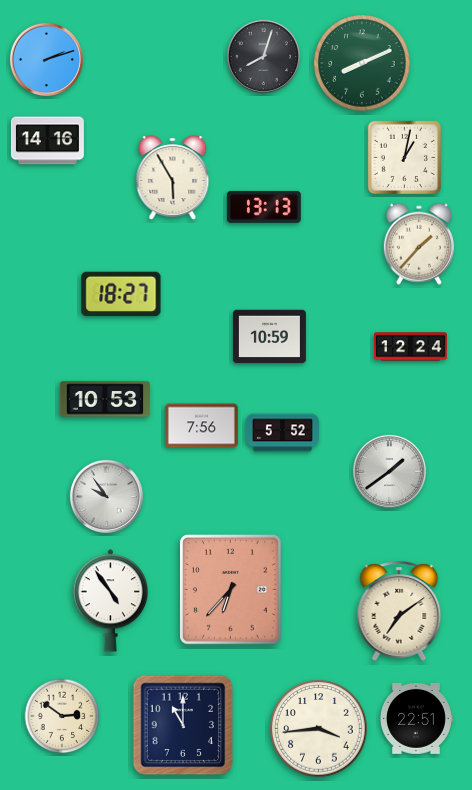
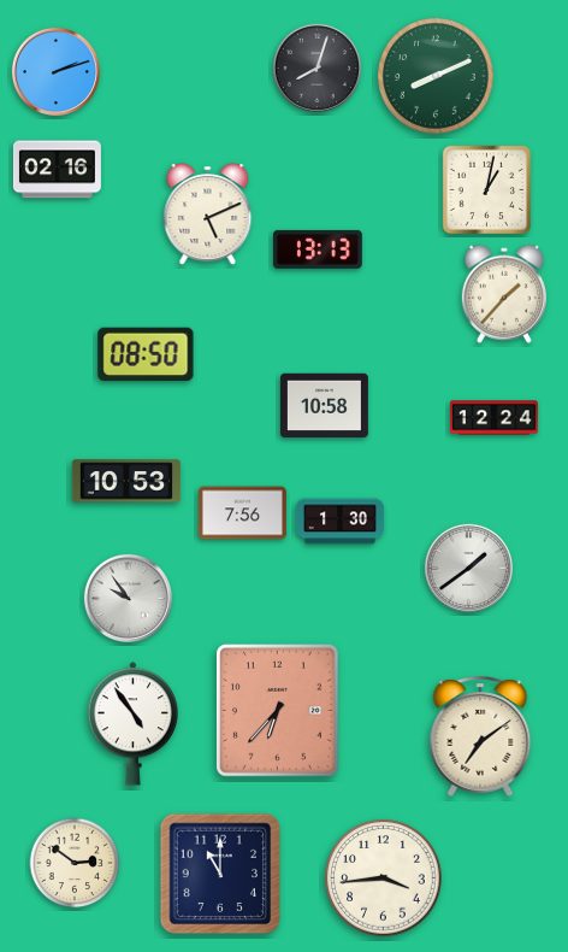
clock at (47, 141): 14:16 -> 02:16
clock at (173, 177): 5:55 -> 5:11
clock at (121, 294): 18:27 -> 08:50
clock at (269, 337): 10:59 -> 10:58
clock at (282, 433): 5:52 -> 1:30
clock at (417, 718): 22:51 -> none
